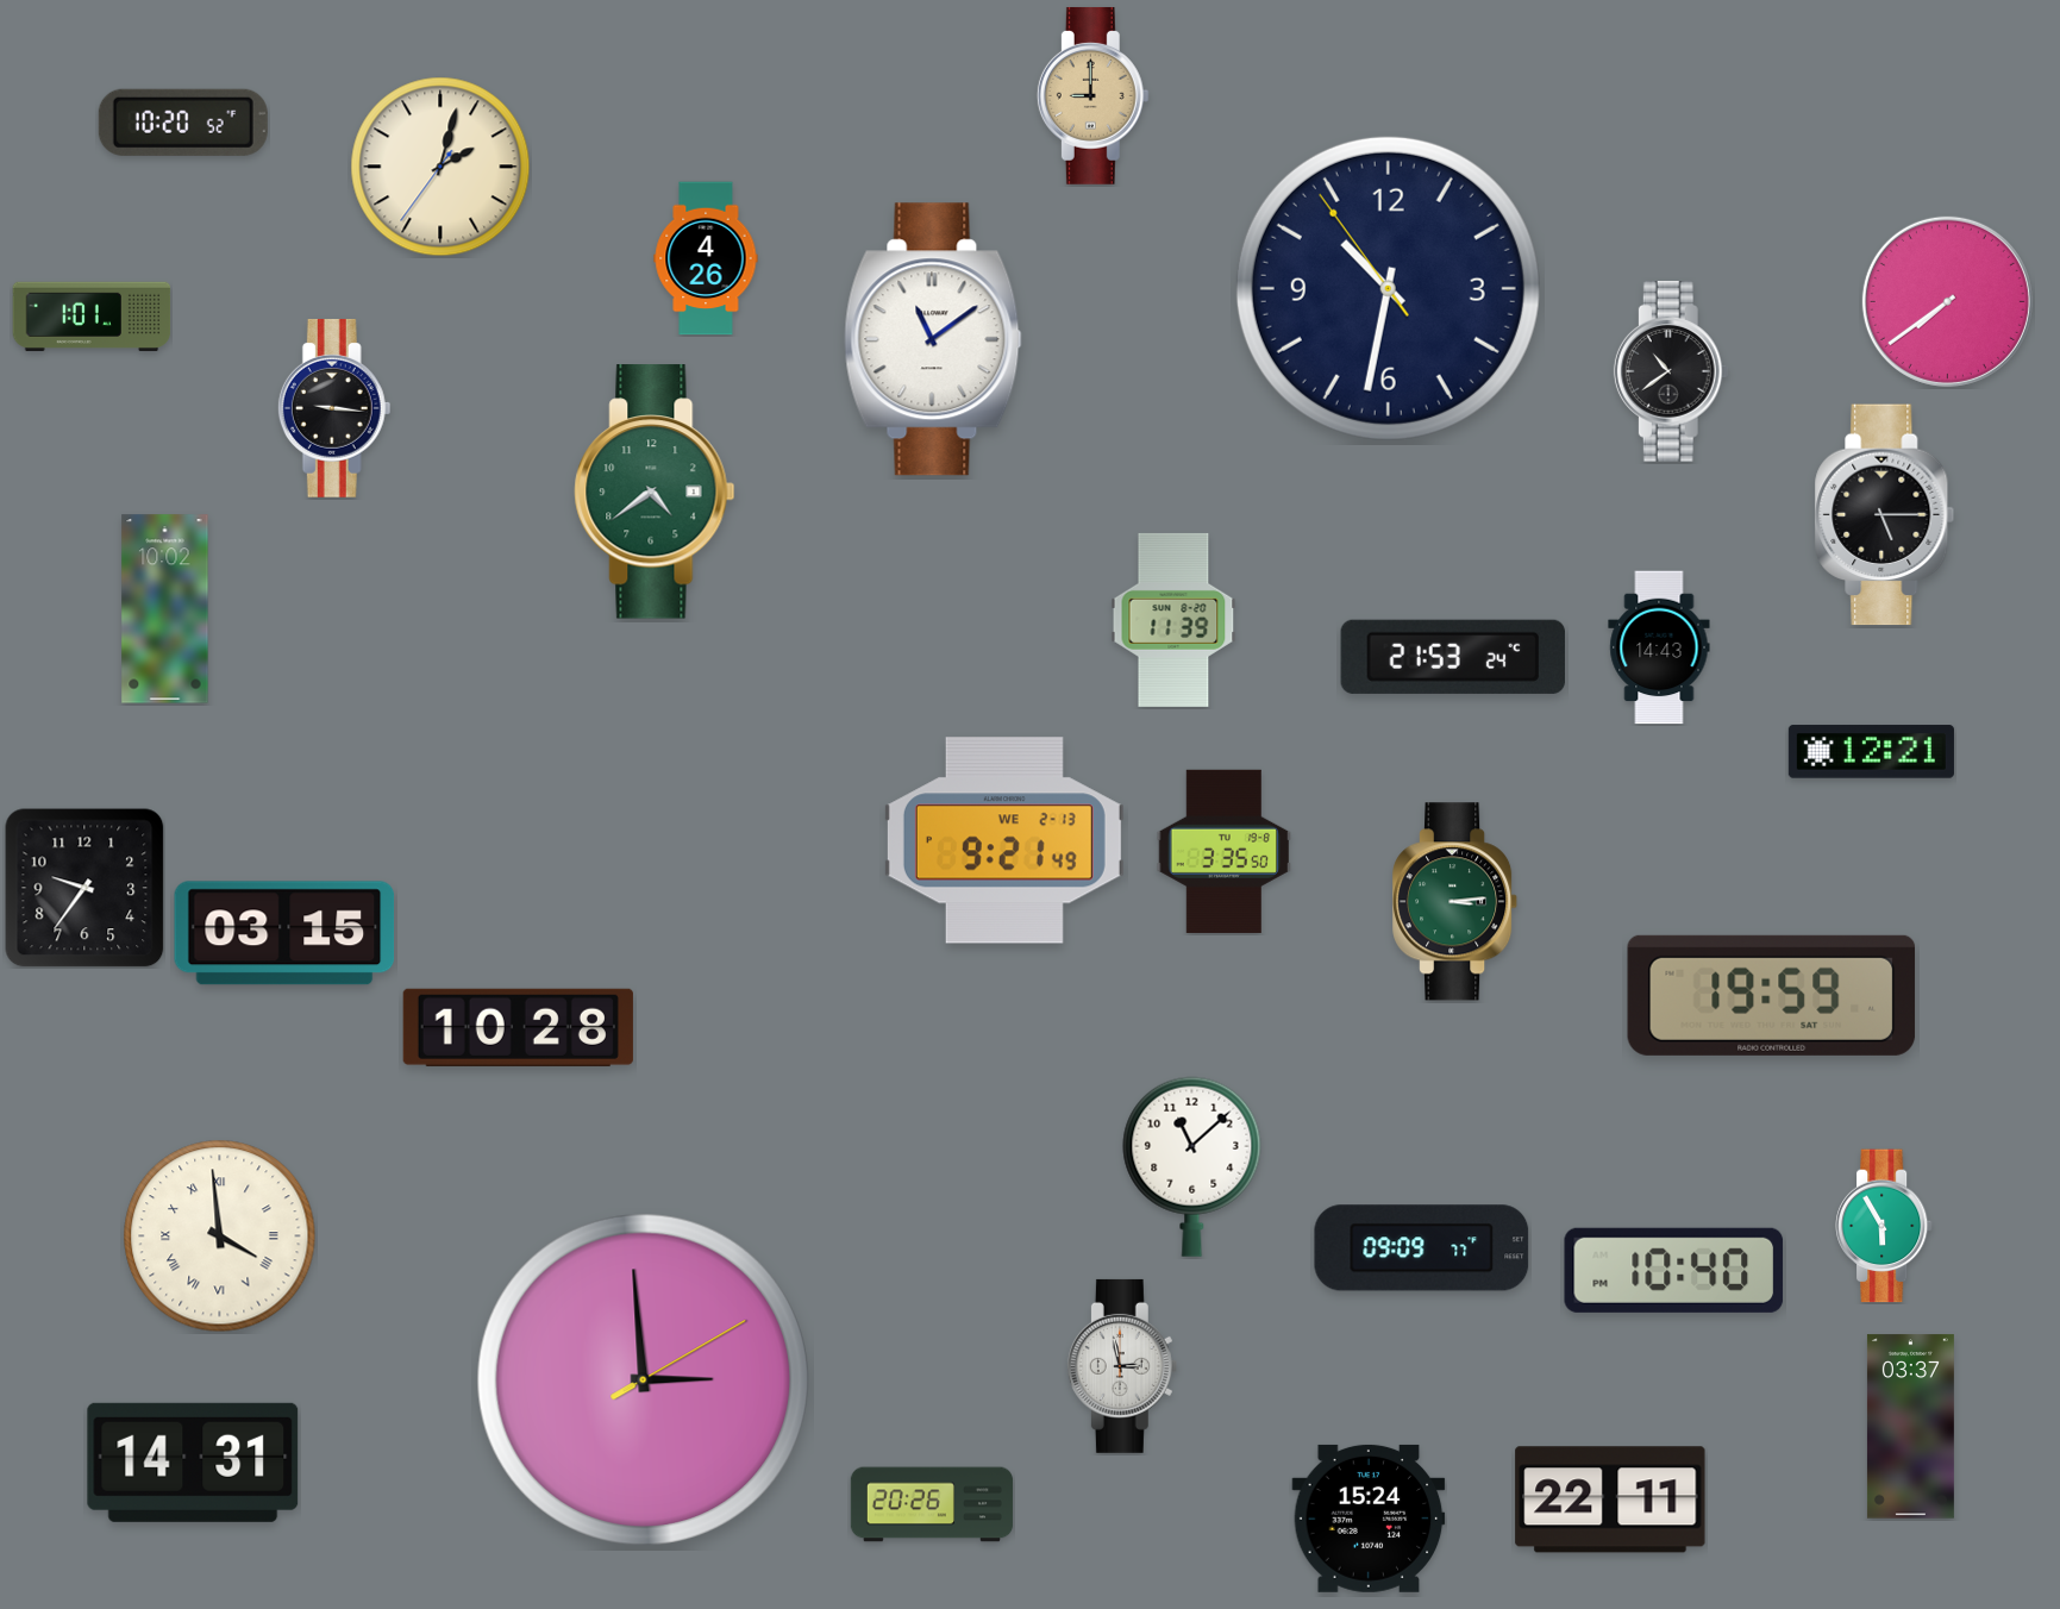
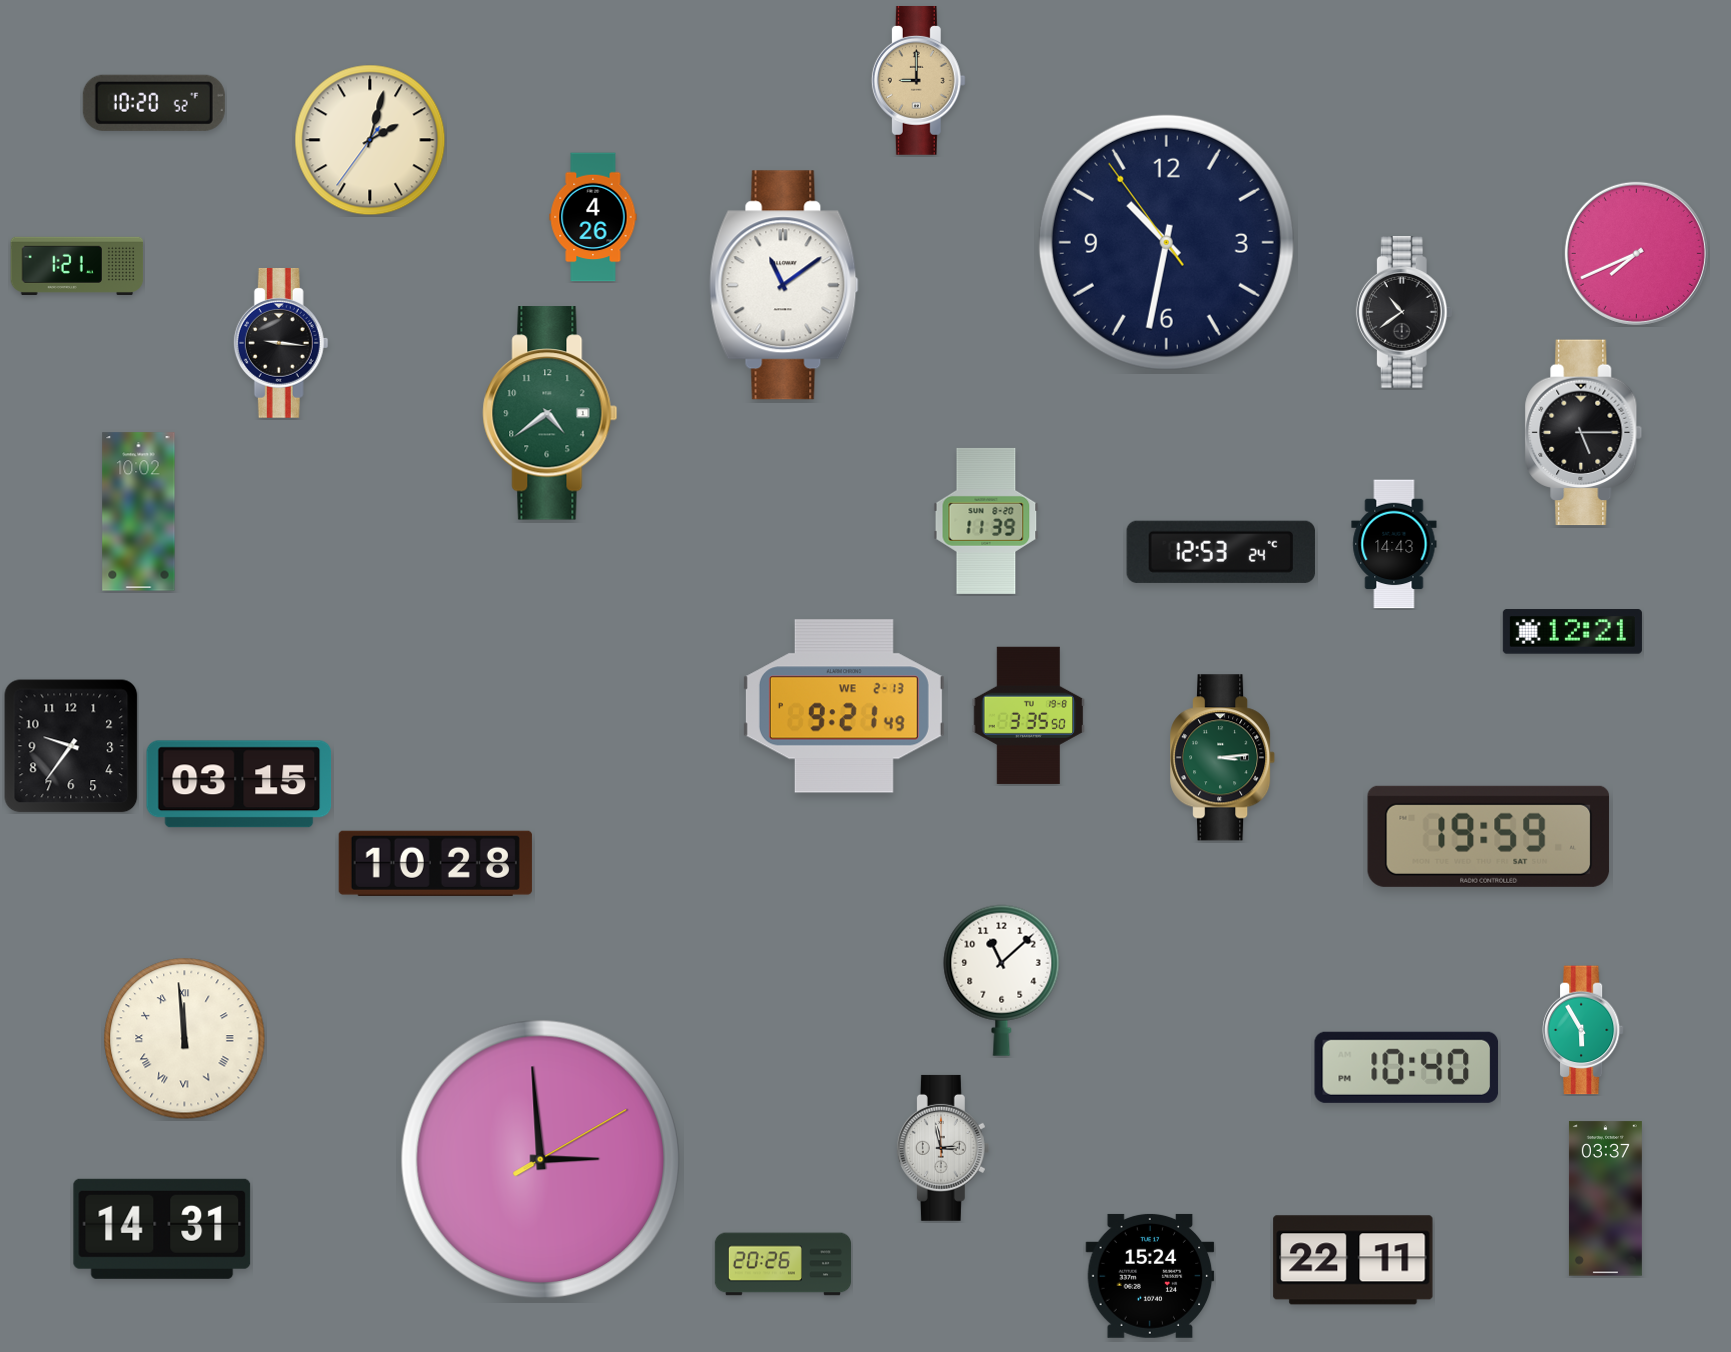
clock at (1947, 301): 7:39 -> 7:41
clock at (92, 317): 1:01 -> 1:21
clock at (1453, 657): 21:53 -> 12:53
clock at (220, 1237): 3:59 -> 11:59
clock at (1422, 1248): 09:09 -> none
